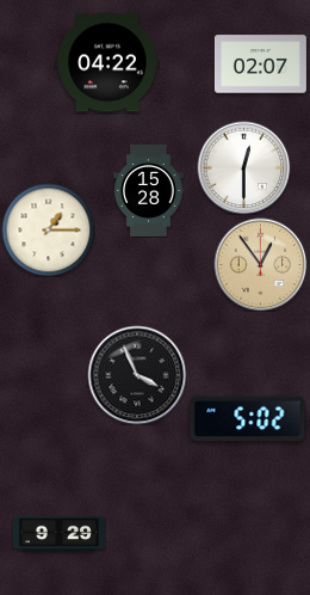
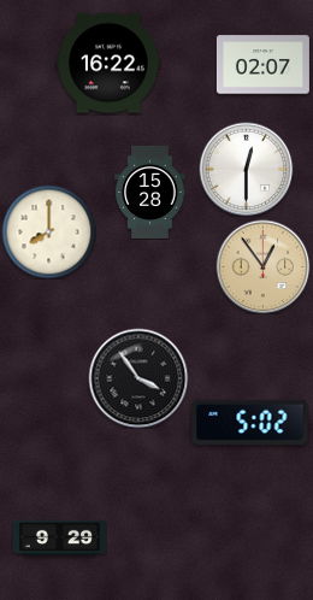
clock at (107, 62): 04:22 -> 16:22
clock at (48, 229): 1:15 -> 8:00
clock at (137, 375): 3:56 -> 3:54
